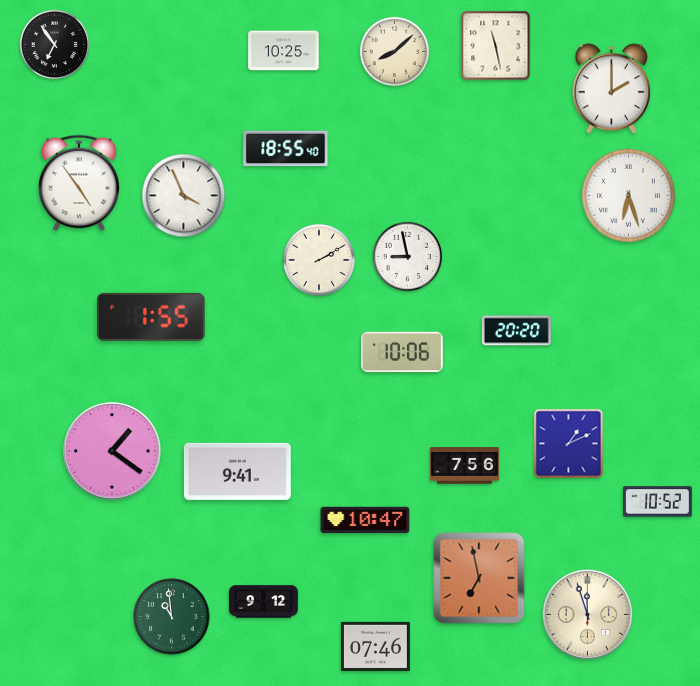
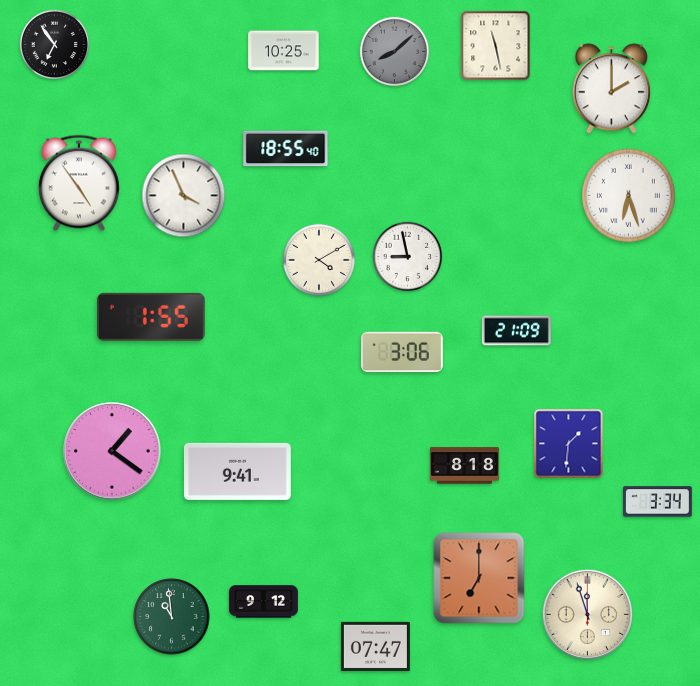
clock at (395, 52) dial: cream -> grey
clock at (319, 260): 2:10 -> 4:10
clock at (516, 331): 20:20 -> 21:09
clock at (403, 352): 10:06 -> 3:06
clock at (569, 444): 1:11 -> 1:31
clock at (464, 466): 7:56 -> 8:18
clock at (657, 502): 10:52 -> 3:34
clock at (365, 520): 10:47 -> none
clock at (479, 578): 6:58 -> 7:00
clock at (375, 646): 07:46 -> 07:47
